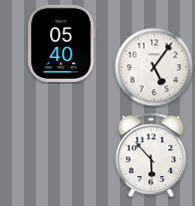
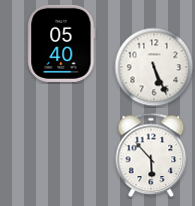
clock at (154, 67): 5:06 -> 5:26
